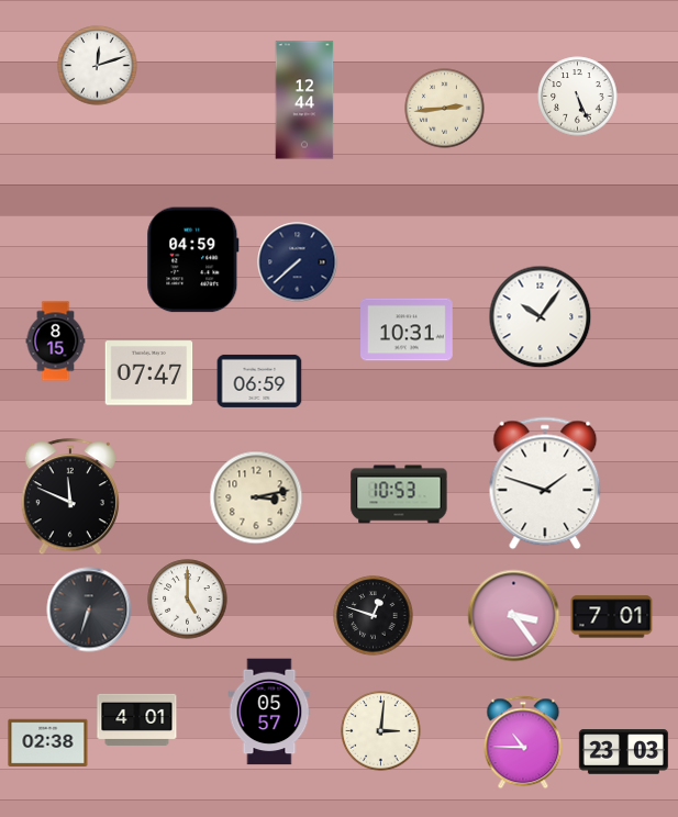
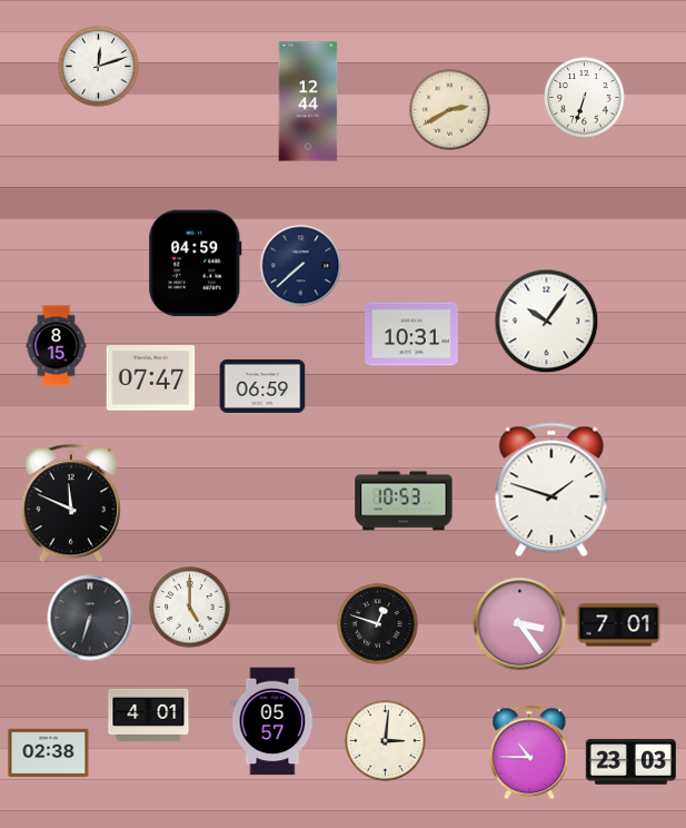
clock at (578, 97): 5:26 -> 6:33
clock at (445, 109): 2:44 -> 2:40
clock at (256, 497): 3:13 -> none
clock at (137, 719) position: (137, 719) -> (149, 714)
